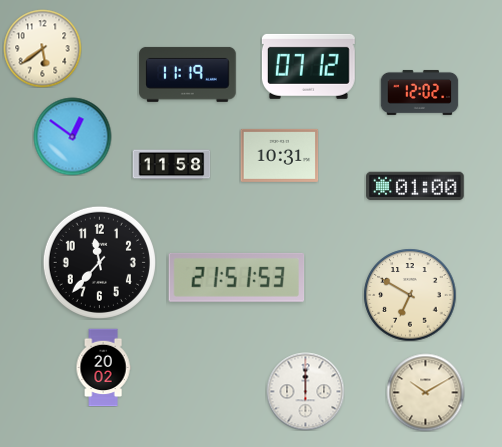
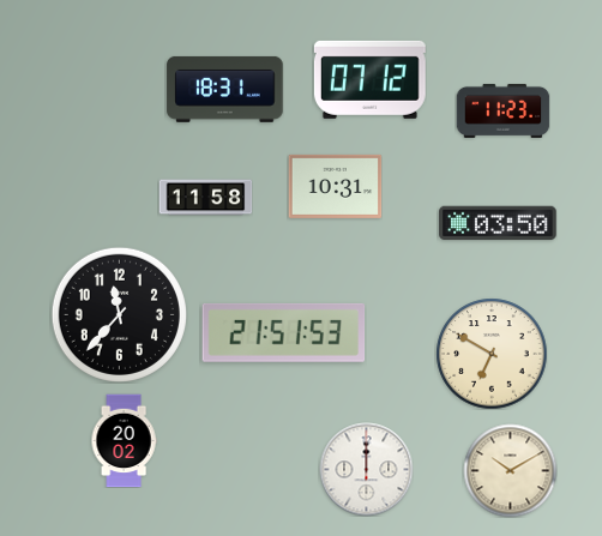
clock at (42, 48): 5:39 -> none
clock at (188, 74): 11:19 -> 18:31
clock at (419, 92): 12:02 -> 11:23
clock at (72, 136): 12:51 -> none
clock at (415, 186): 01:00 -> 03:50
